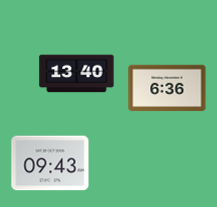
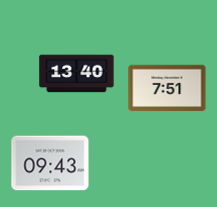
clock at (167, 88): 6:36 -> 7:51
